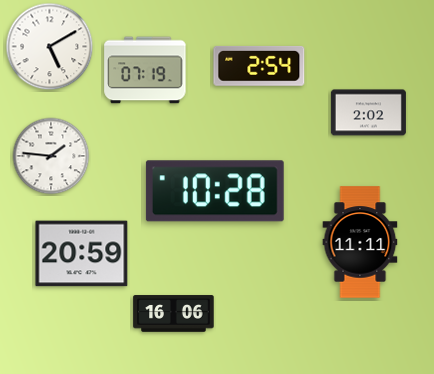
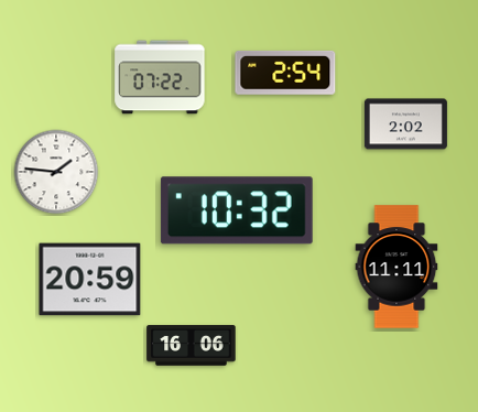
clock at (50, 47): 5:10 -> none
clock at (145, 70): 07:19 -> 07:22
clock at (215, 191): 10:28 -> 10:32
